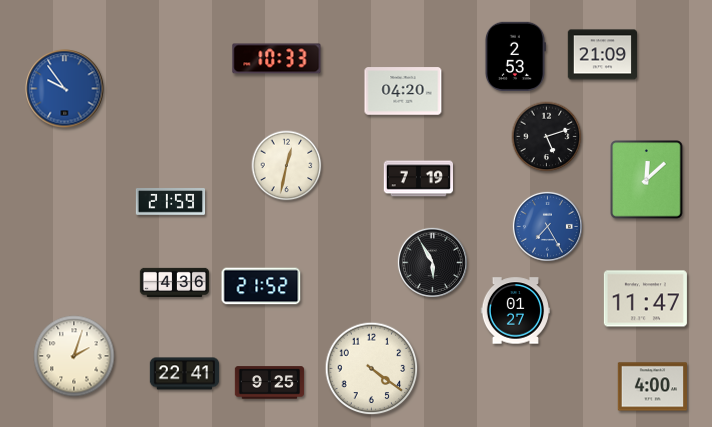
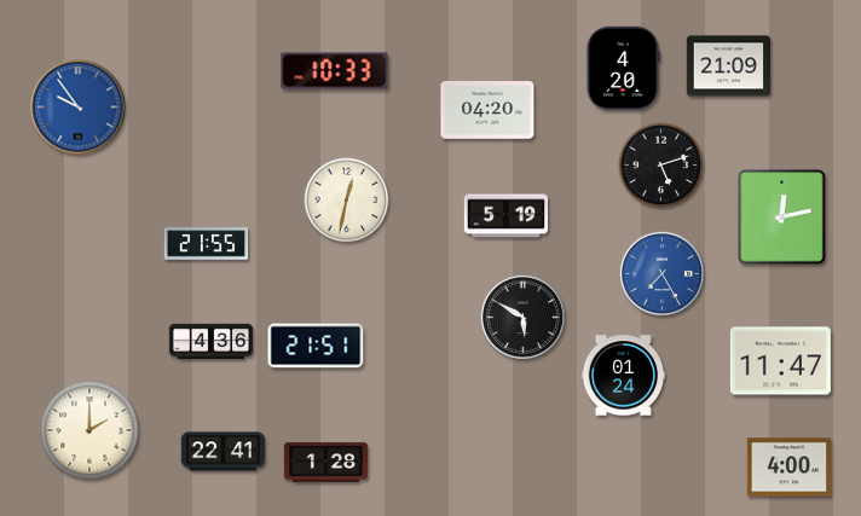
clock at (515, 56): 2:53 -> 4:20
clock at (418, 179): 7:19 -> 5:19
clock at (647, 180): 12:08 -> 12:13
clock at (171, 202): 21:59 -> 21:55
clock at (432, 262): 5:55 -> 5:50
clock at (261, 286): 21:52 -> 21:51
clock at (516, 311): 01:27 -> 01:24
clock at (74, 356): 2:03 -> 2:00
clock at (372, 369): 4:21 -> none
clock at (270, 383): 9:25 -> 1:28
